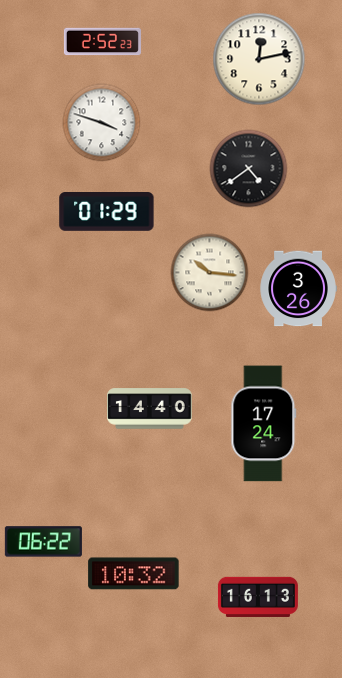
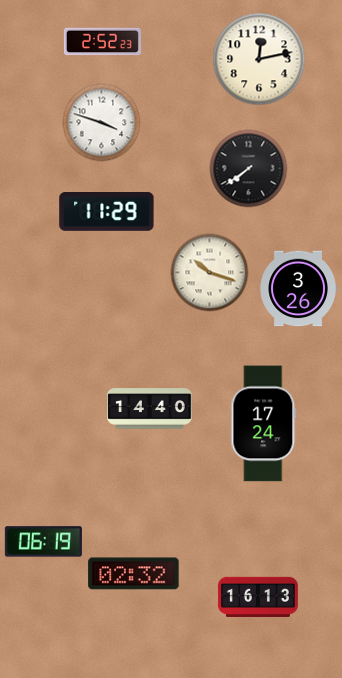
clock at (248, 168): 4:39 -> 7:39
clock at (107, 212): 01:29 -> 11:29
clock at (209, 272): 10:16 -> 10:18
clock at (43, 542): 06:22 -> 06:19
clock at (134, 574): 10:32 -> 02:32
